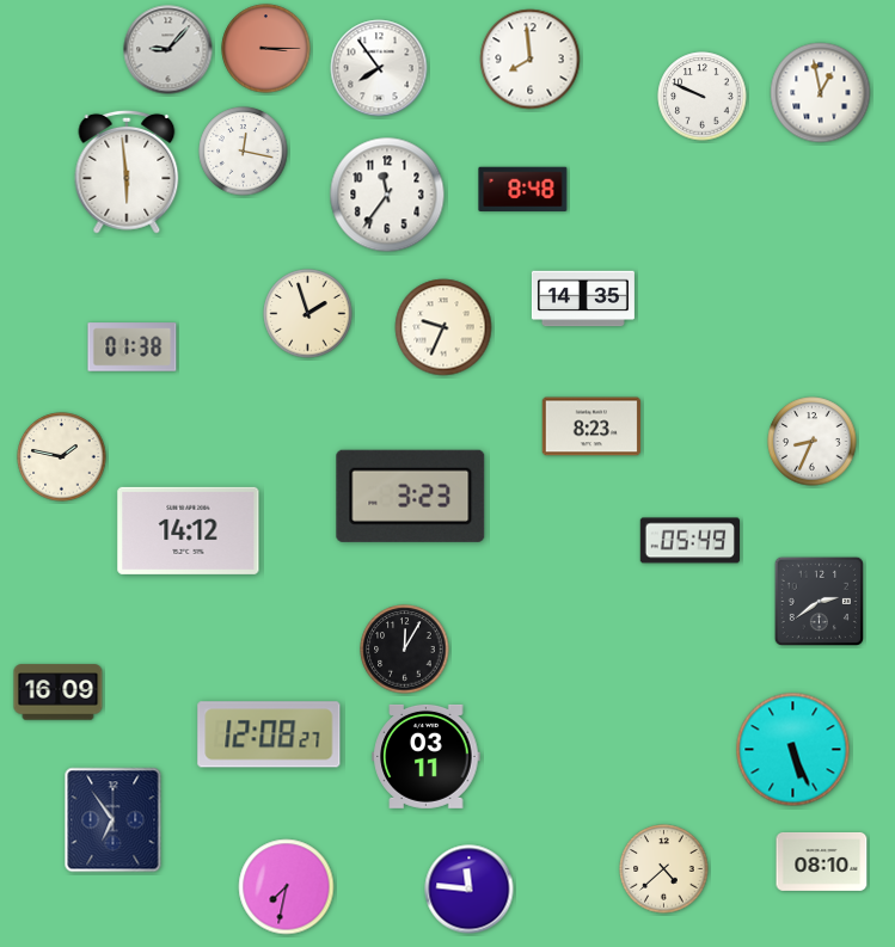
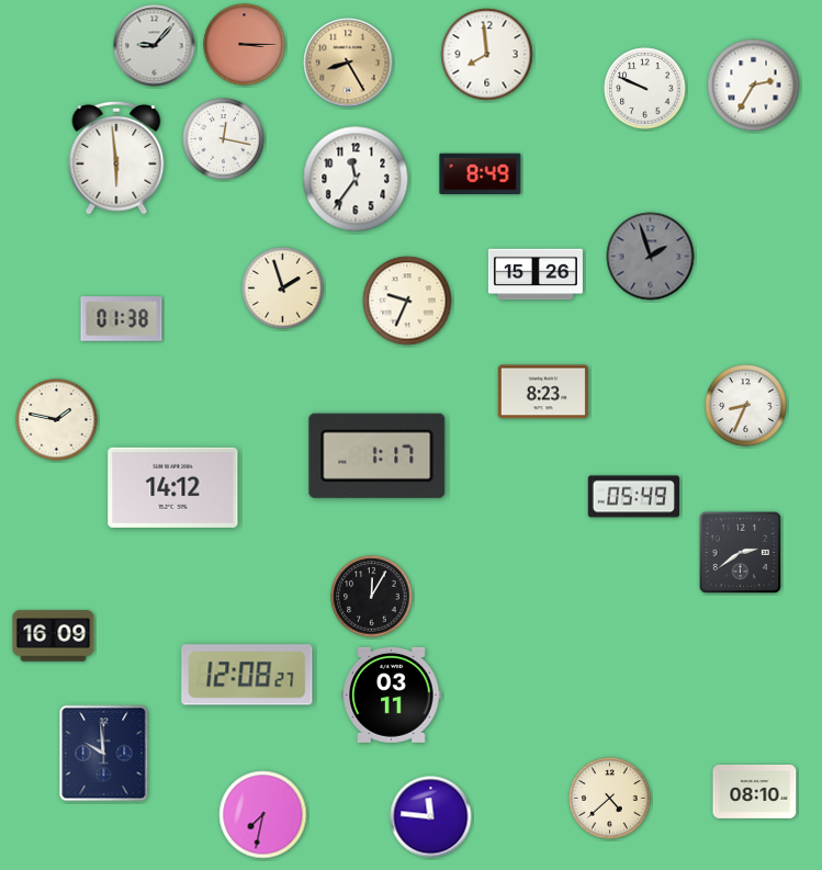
clock at (379, 68): 7:54 -> 8:25
clock at (379, 68) dial: white -> champagne
clock at (821, 93): 12:58 -> 2:35
clock at (523, 189): 8:48 -> 8:49
clock at (651, 257): none -> 1:57
clock at (583, 299): 14:35 -> 15:26
clock at (411, 496): 3:23 -> 1:17
clock at (819, 601) position: (819, 601) -> (740, 552)
clock at (793, 750): 5:26 -> none
clock at (114, 820): 6:54 -> 9:59
